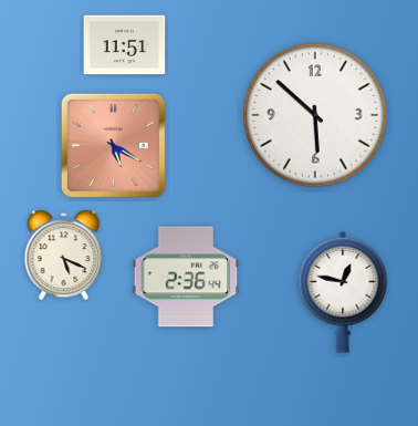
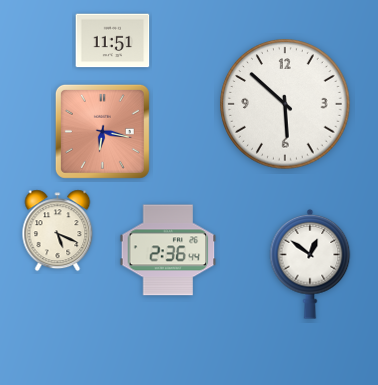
clock at (113, 145): 5:20 -> 6:17
clock at (343, 292): 12:47 -> 12:51
